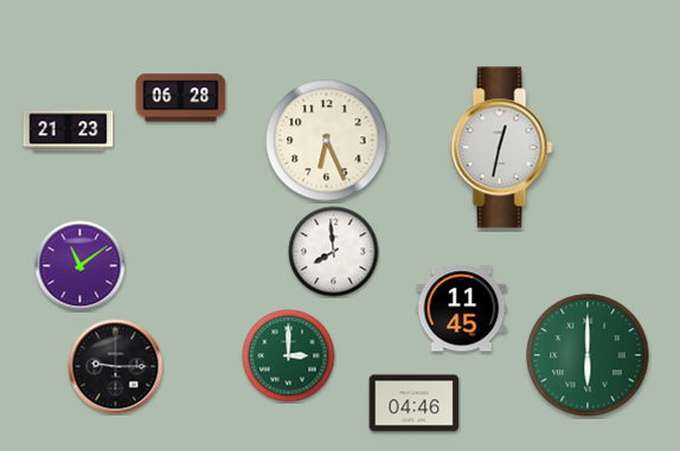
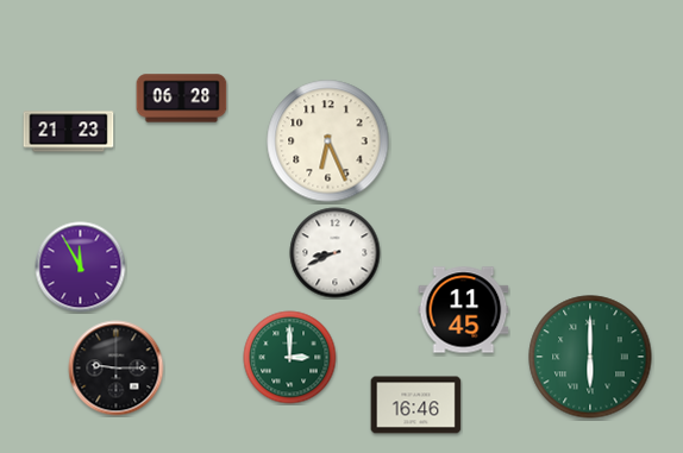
clock at (502, 148): 12:32 -> none
clock at (334, 252): 7:59 -> 8:41
clock at (81, 266): 11:09 -> 11:55
clock at (415, 404): 04:46 -> 16:46
